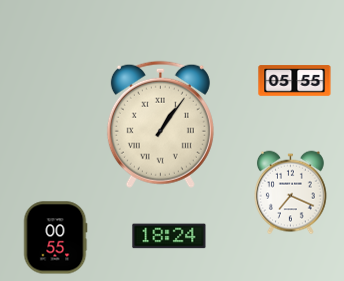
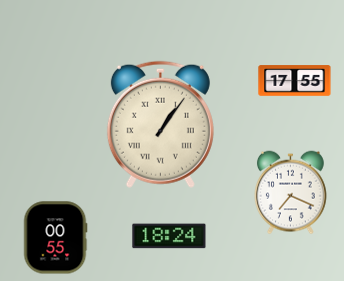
clock at (295, 81): 05:55 -> 17:55
